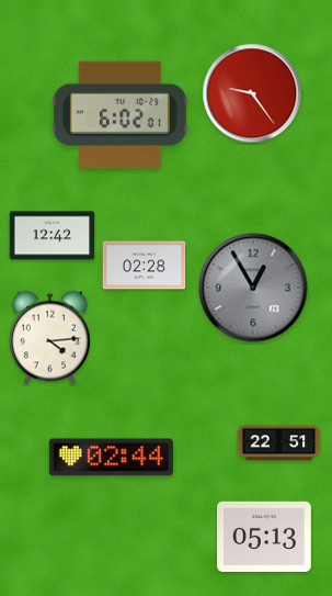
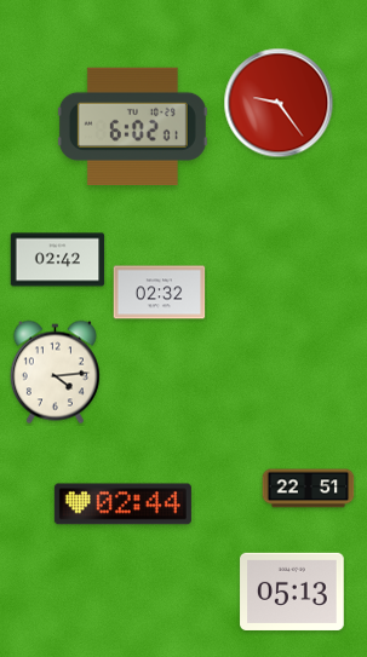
clock at (53, 236): 12:42 -> 02:42
clock at (145, 266): 02:28 -> 02:32
clock at (253, 288): 12:55 -> none
